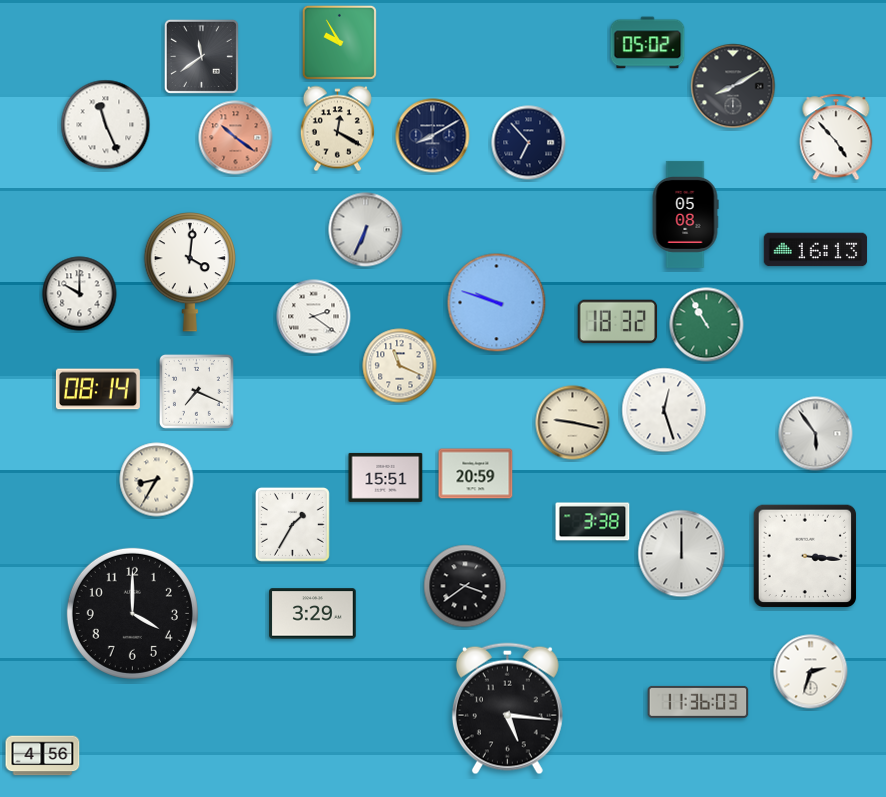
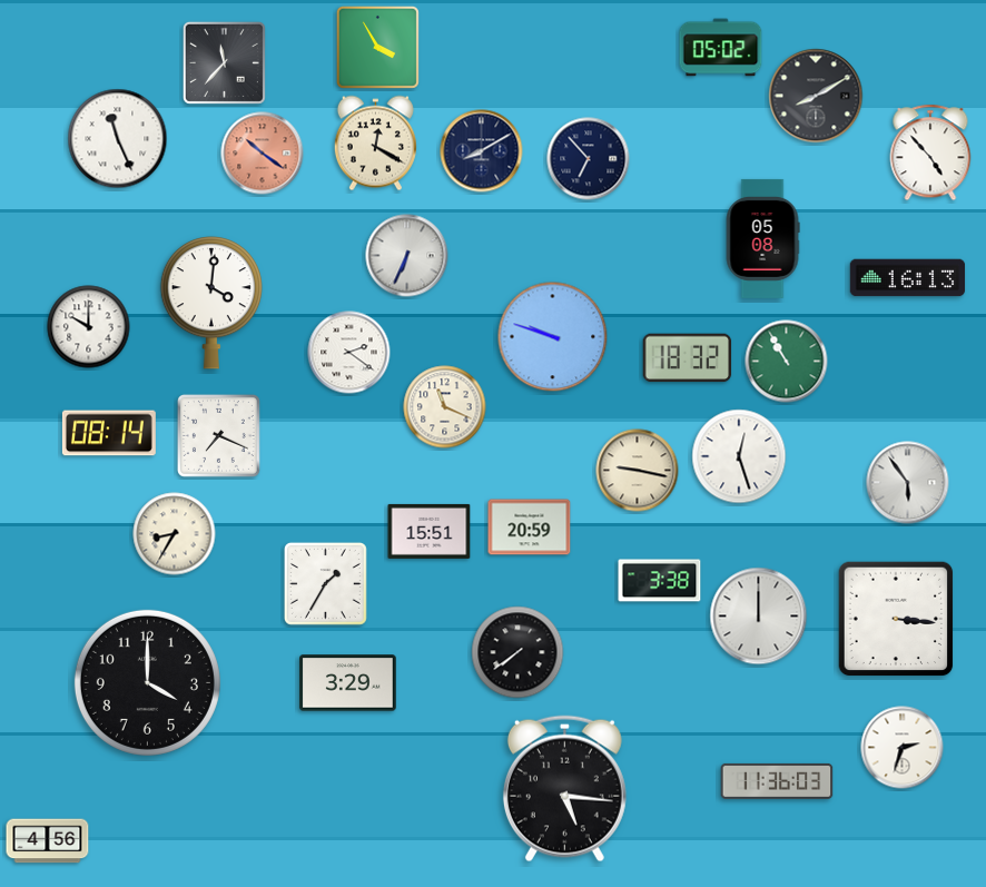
clock at (339, 42): 9:55 -> 3:55
clock at (201, 56): 11:39 -> 11:37
clock at (465, 586): 3:39 -> 7:39
